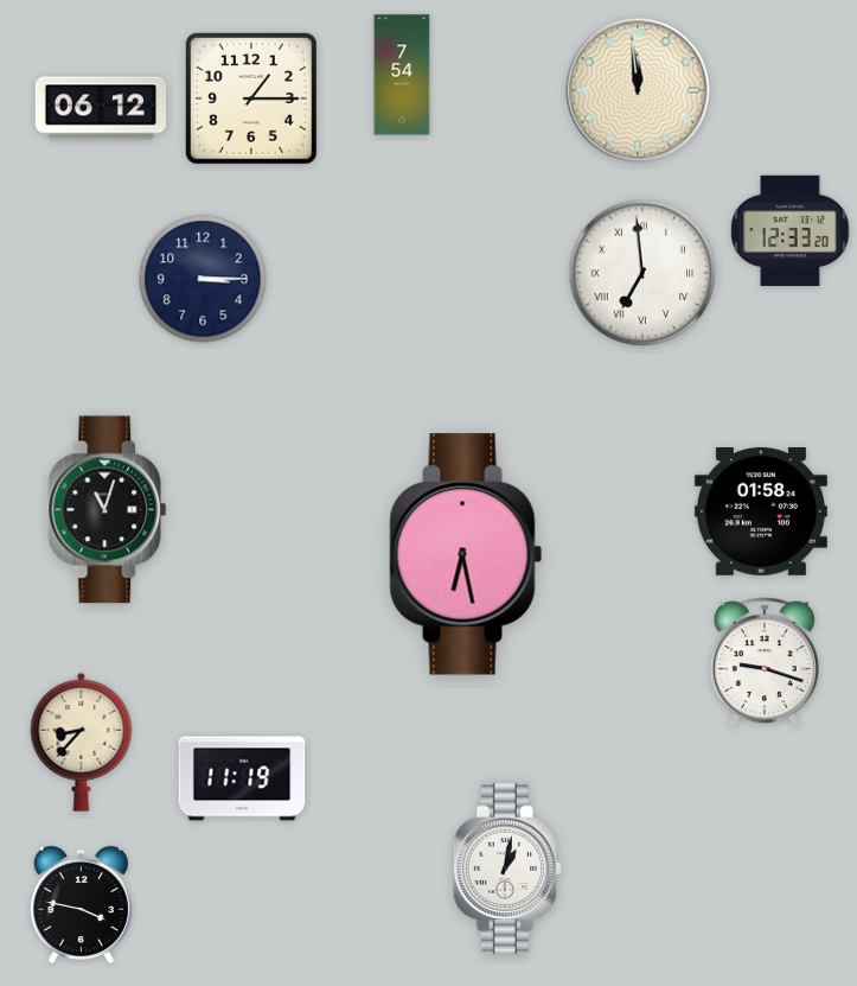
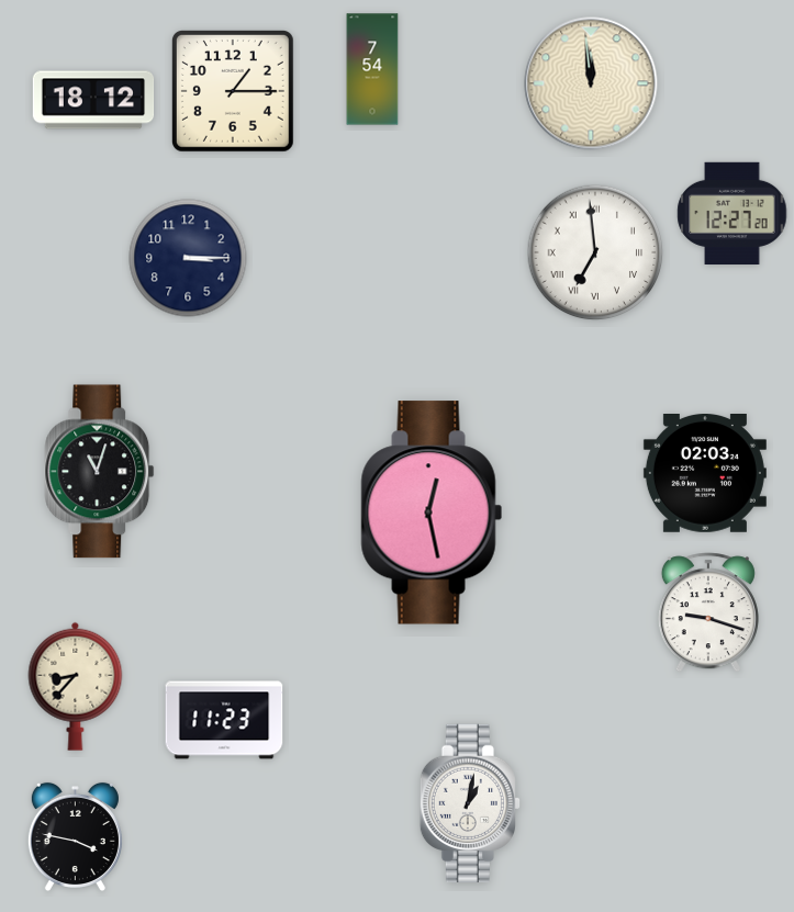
clock at (101, 108): 06:12 -> 18:12
clock at (791, 230): 12:33 -> 12:27
clock at (761, 513): 01:58 -> 02:03
clock at (466, 554): 6:28 -> 12:28
clock at (242, 778): 11:19 -> 11:23
